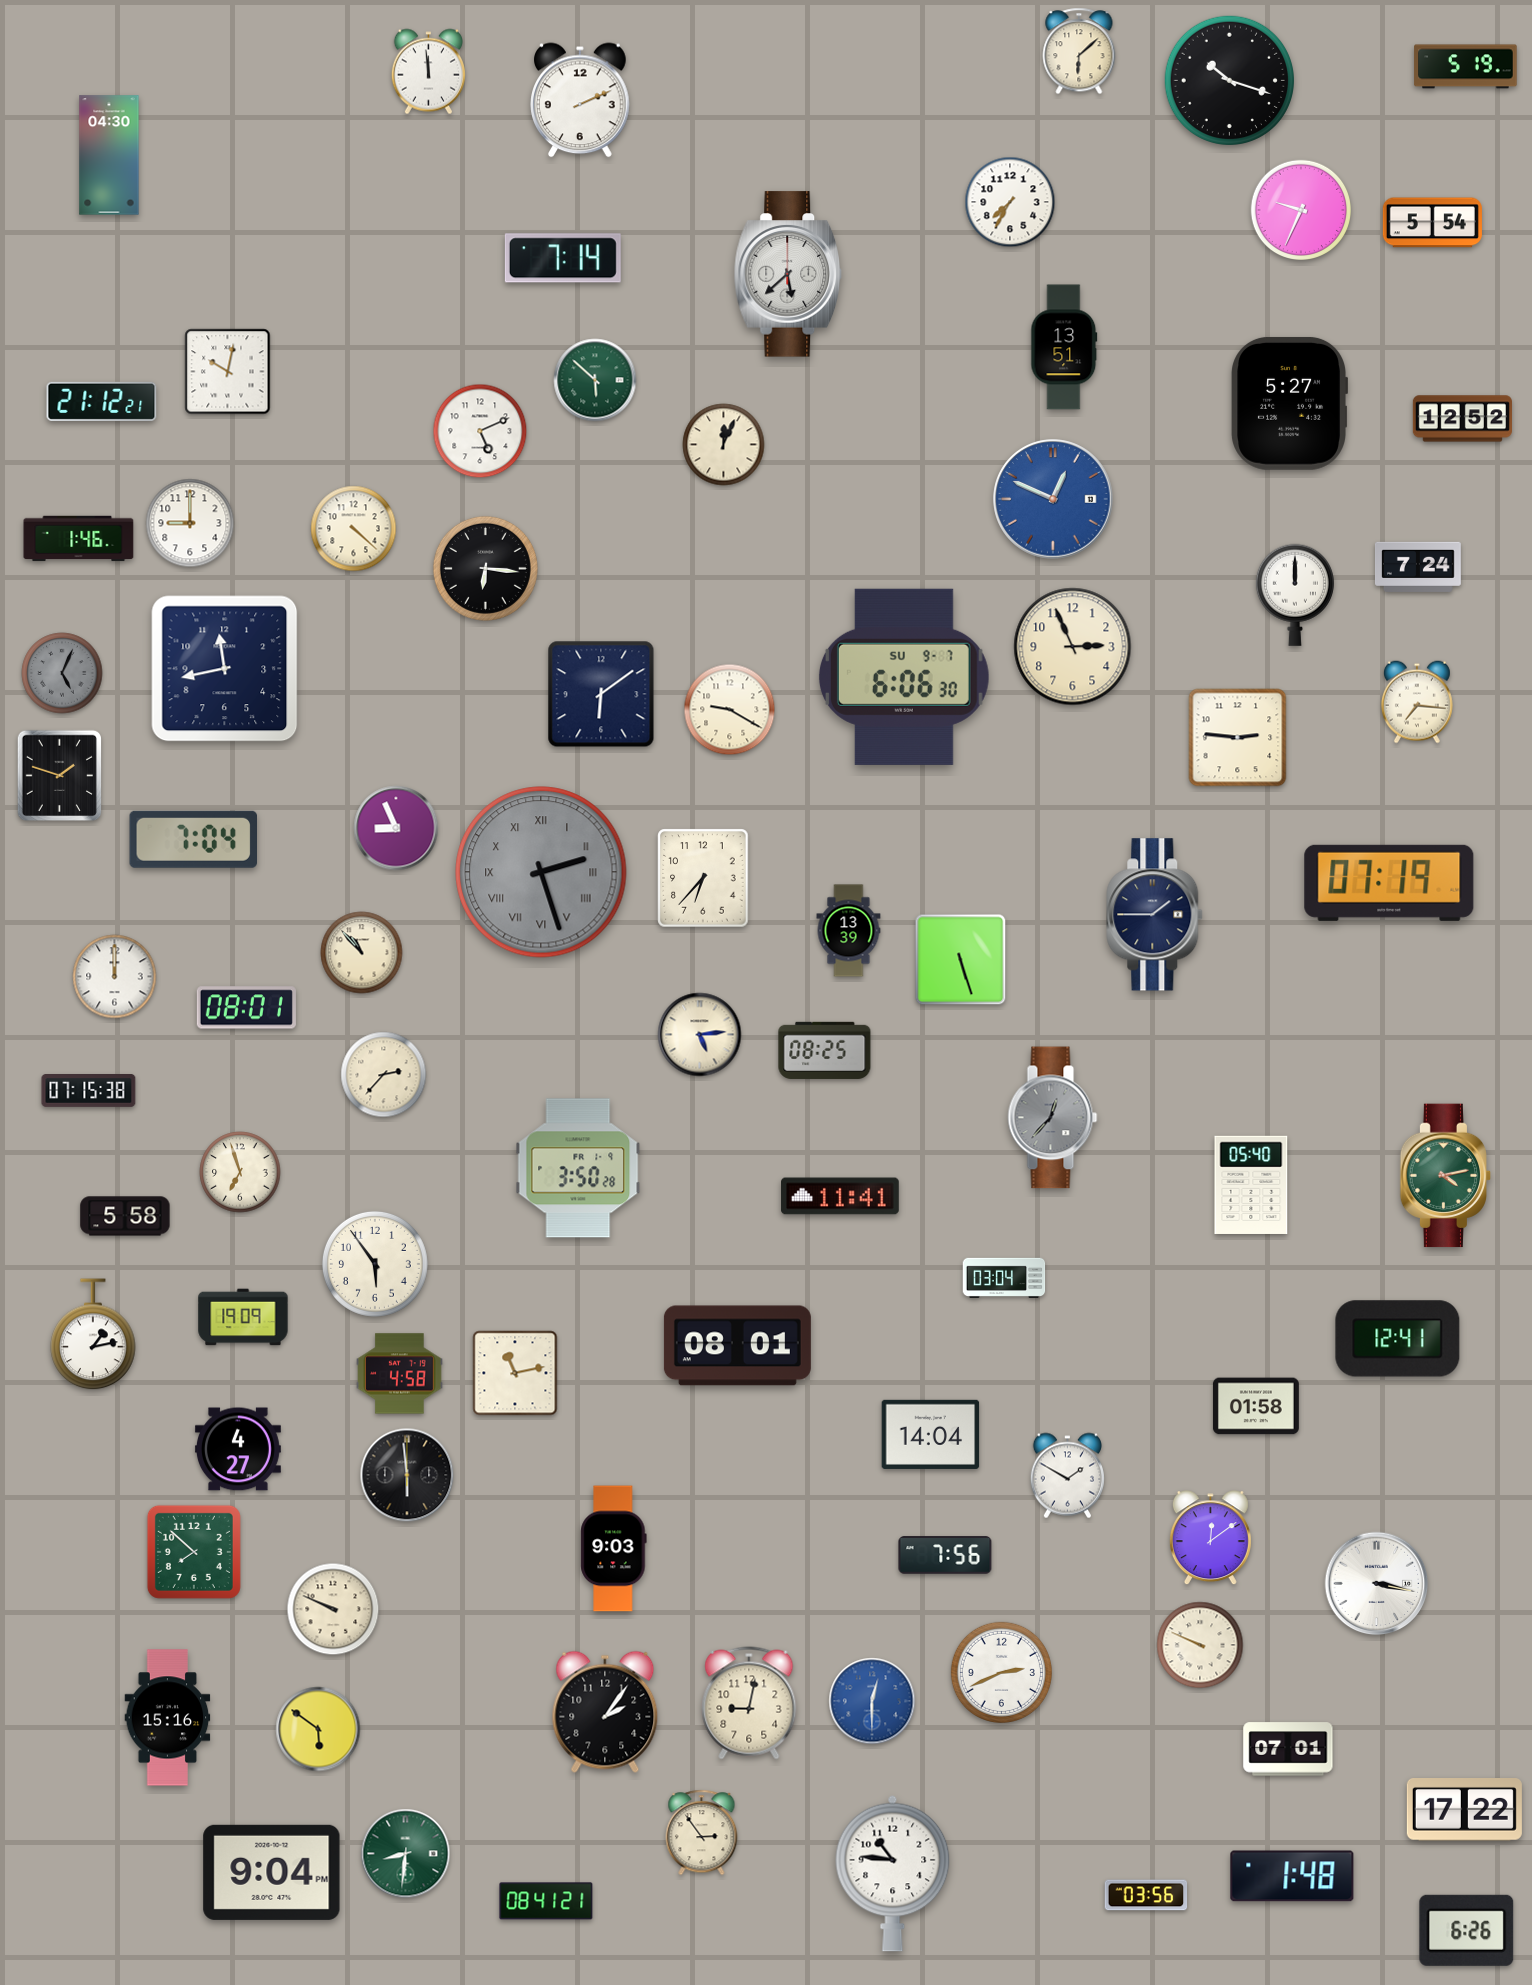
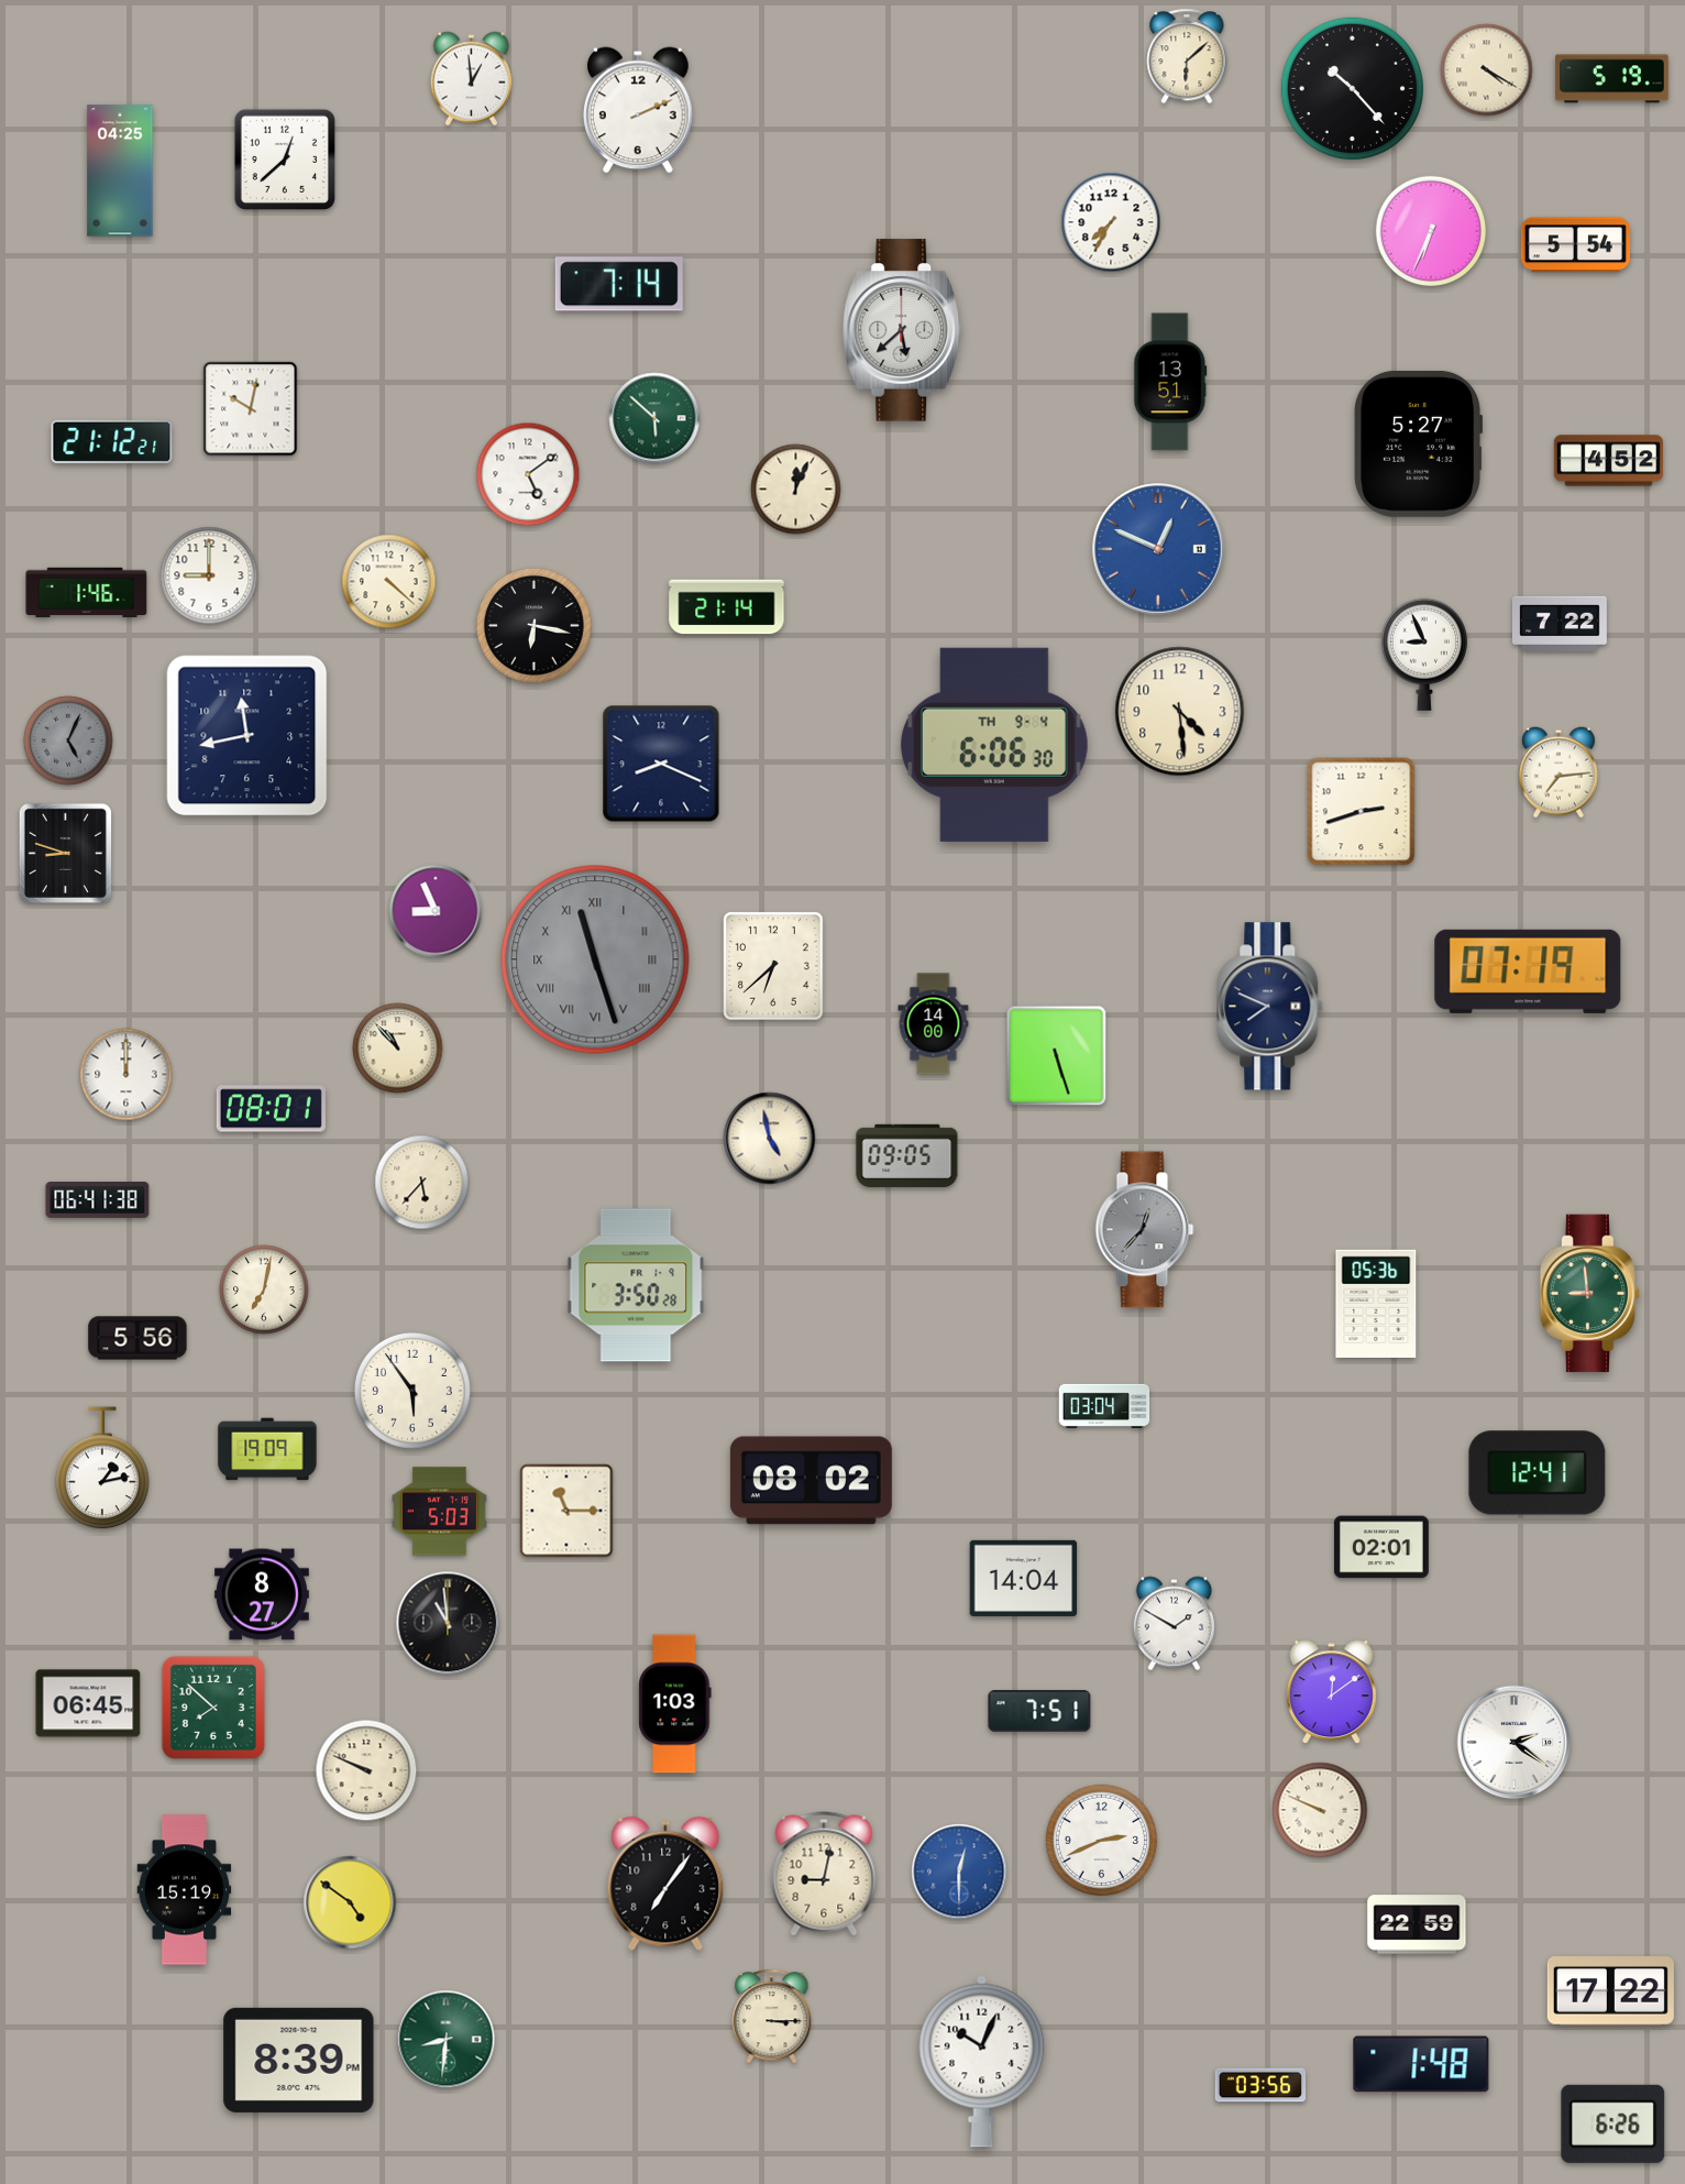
clock at (1487, 70): none -> 4:20
clock at (1466, 67) position: (1466, 67) -> (1612, 79)
clock at (428, 72): 11:59 -> 12:59
clock at (1229, 80): 10:18 -> 10:23
clock at (284, 158): none -> 12:38
clock at (109, 155): 04:30 -> 04:25
clock at (1300, 209): 9:34 -> 6:34
clock at (788, 274) position: (788, 274) -> (902, 330)
clock at (1462, 419): 12:52 -> 4:52
clock at (480, 431): 5:11 -> 5:09
clock at (727, 607): none -> 21:14
clock at (1418, 567): 7:24 -> 7:22
clock at (485, 568): 6:16 -> 6:17
clock at (1295, 595): 12:00 -> 8:56
clock at (1073, 647): 2:56 -> 4:29
clock at (904, 677) date: SU 9-7 -> TH 9-4
clock at (601, 694): 6:09 -> 8:19
clock at (1417, 702): 7:16 -> 7:14
clock at (730, 710): 9:20 -> none
clock at (1238, 738): 2:46 -> 2:42
clock at (59, 775): 1:48 -> 8:48
clock at (193, 839): 7:04 -> none
clock at (541, 872): 2:27 -> 11:27
clock at (703, 878): 6:37 -> 6:38
clock at (1155, 915): 1:45 -> 7:49
clock at (849, 931): 13:39 -> 14:00
clock at (700, 1035): 5:14 -> 4:58
clock at (825, 1050): 08:25 -> 09:05
clock at (384, 1075): 2:37 -> 5:37
clock at (89, 1091): 07:15 -> 06:41
clock at (1053, 1118) position: (1053, 1118) -> (1145, 1230)
clock at (240, 1172): 6:57 -> 7:02
clock at (1446, 1176): 4:13 -> 8:59
clock at (1251, 1185): 05:40 -> 05:36
clock at (840, 1196): 11:41 -> none
clock at (125, 1216): 5:58 -> 5:56
clock at (737, 1346): 08:01 -> 08:02
clock at (515, 1373): 11:13 -> 11:15
clock at (400, 1374): 4:58 -> 5:03
clock at (1256, 1406): 01:58 -> 02:01
clock at (238, 1449): 4:27 -> 8:27
clock at (407, 1475): 5:59 -> 10:59
clock at (88, 1703): none -> 06:45
clock at (614, 1549): 9:03 -> 1:03
clock at (945, 1555): 7:56 -> 7:51
clock at (1377, 1584): 3:17 -> 2:21
clock at (605, 1712): 2:06 -> 7:06
clock at (168, 1718): 15:16 -> 15:19
clock at (318, 1729): 5:51 -> 4:51
clock at (1288, 1749): 07:01 -> 22:59
clock at (702, 1833): 2:54 -> 3:15
clock at (272, 1872): 9:04 -> 8:39
clock at (893, 1873): 10:46 -> 10:04
clock at (546, 1901): 08:41 -> none
